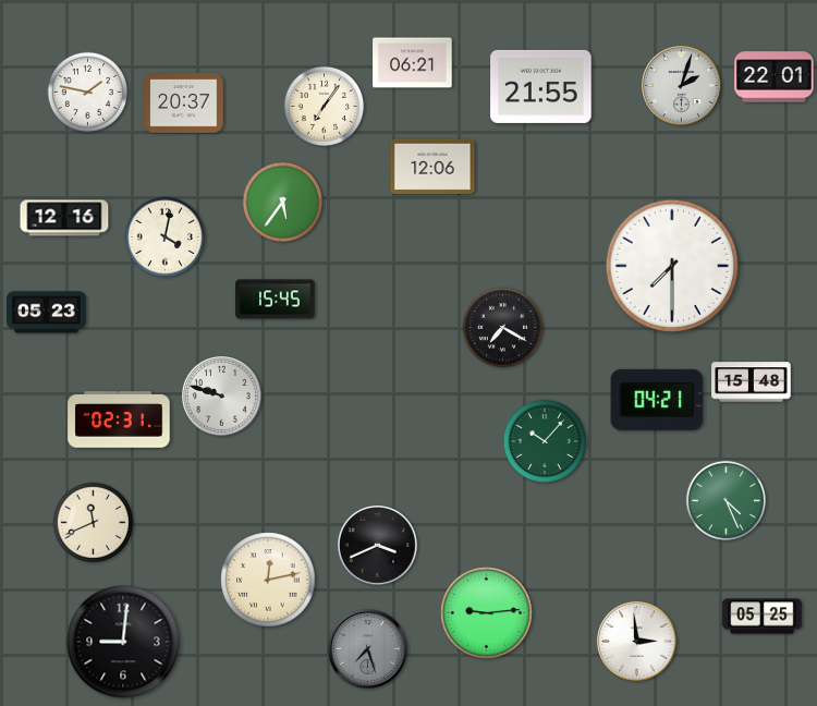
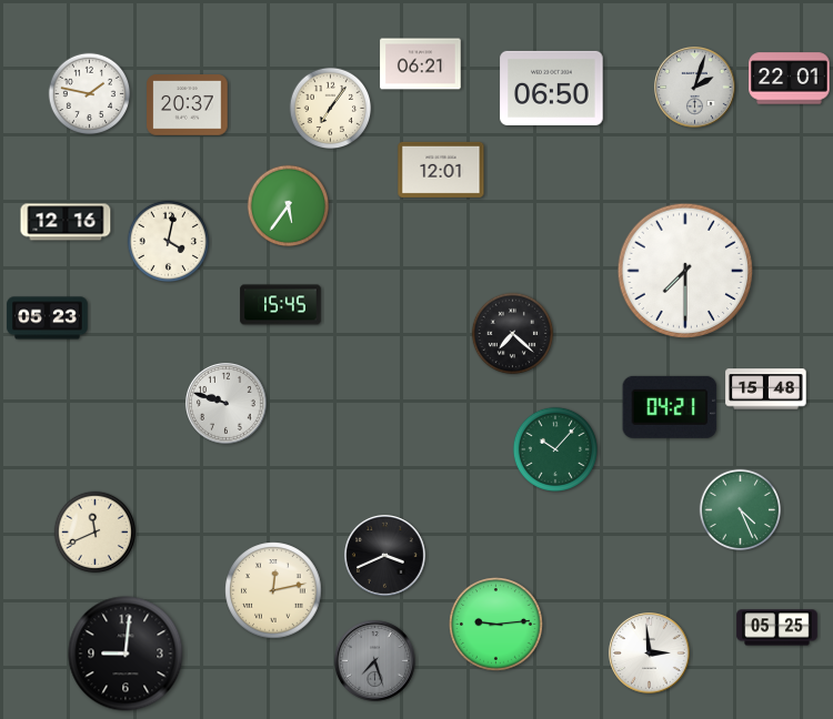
clock at (541, 86): 21:55 -> 06:50
clock at (432, 167): 12:06 -> 12:01
clock at (503, 328): 7:20 -> 7:22
clock at (119, 419): 02:31 -> none
